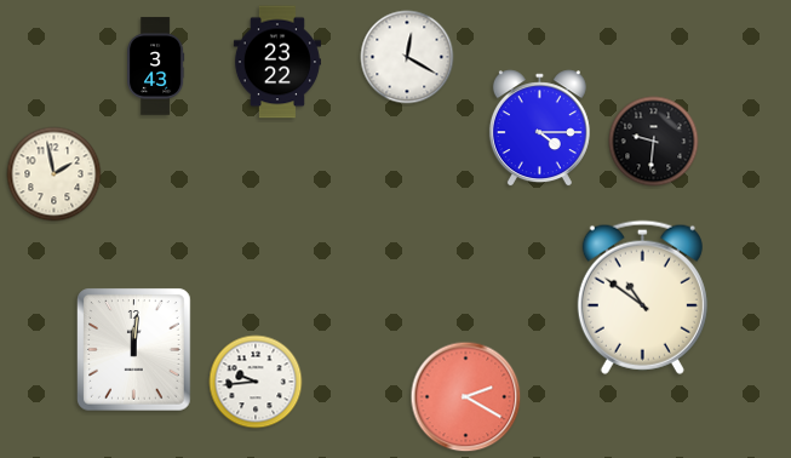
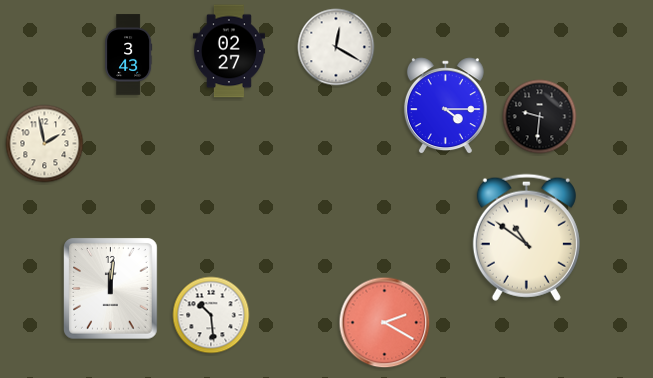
clock at (277, 62): 23:22 -> 02:27
clock at (642, 297) position: (642, 297) -> (526, 237)
clock at (256, 382): 9:44 -> 10:29
clock at (466, 397) position: (466, 397) -> (385, 323)
